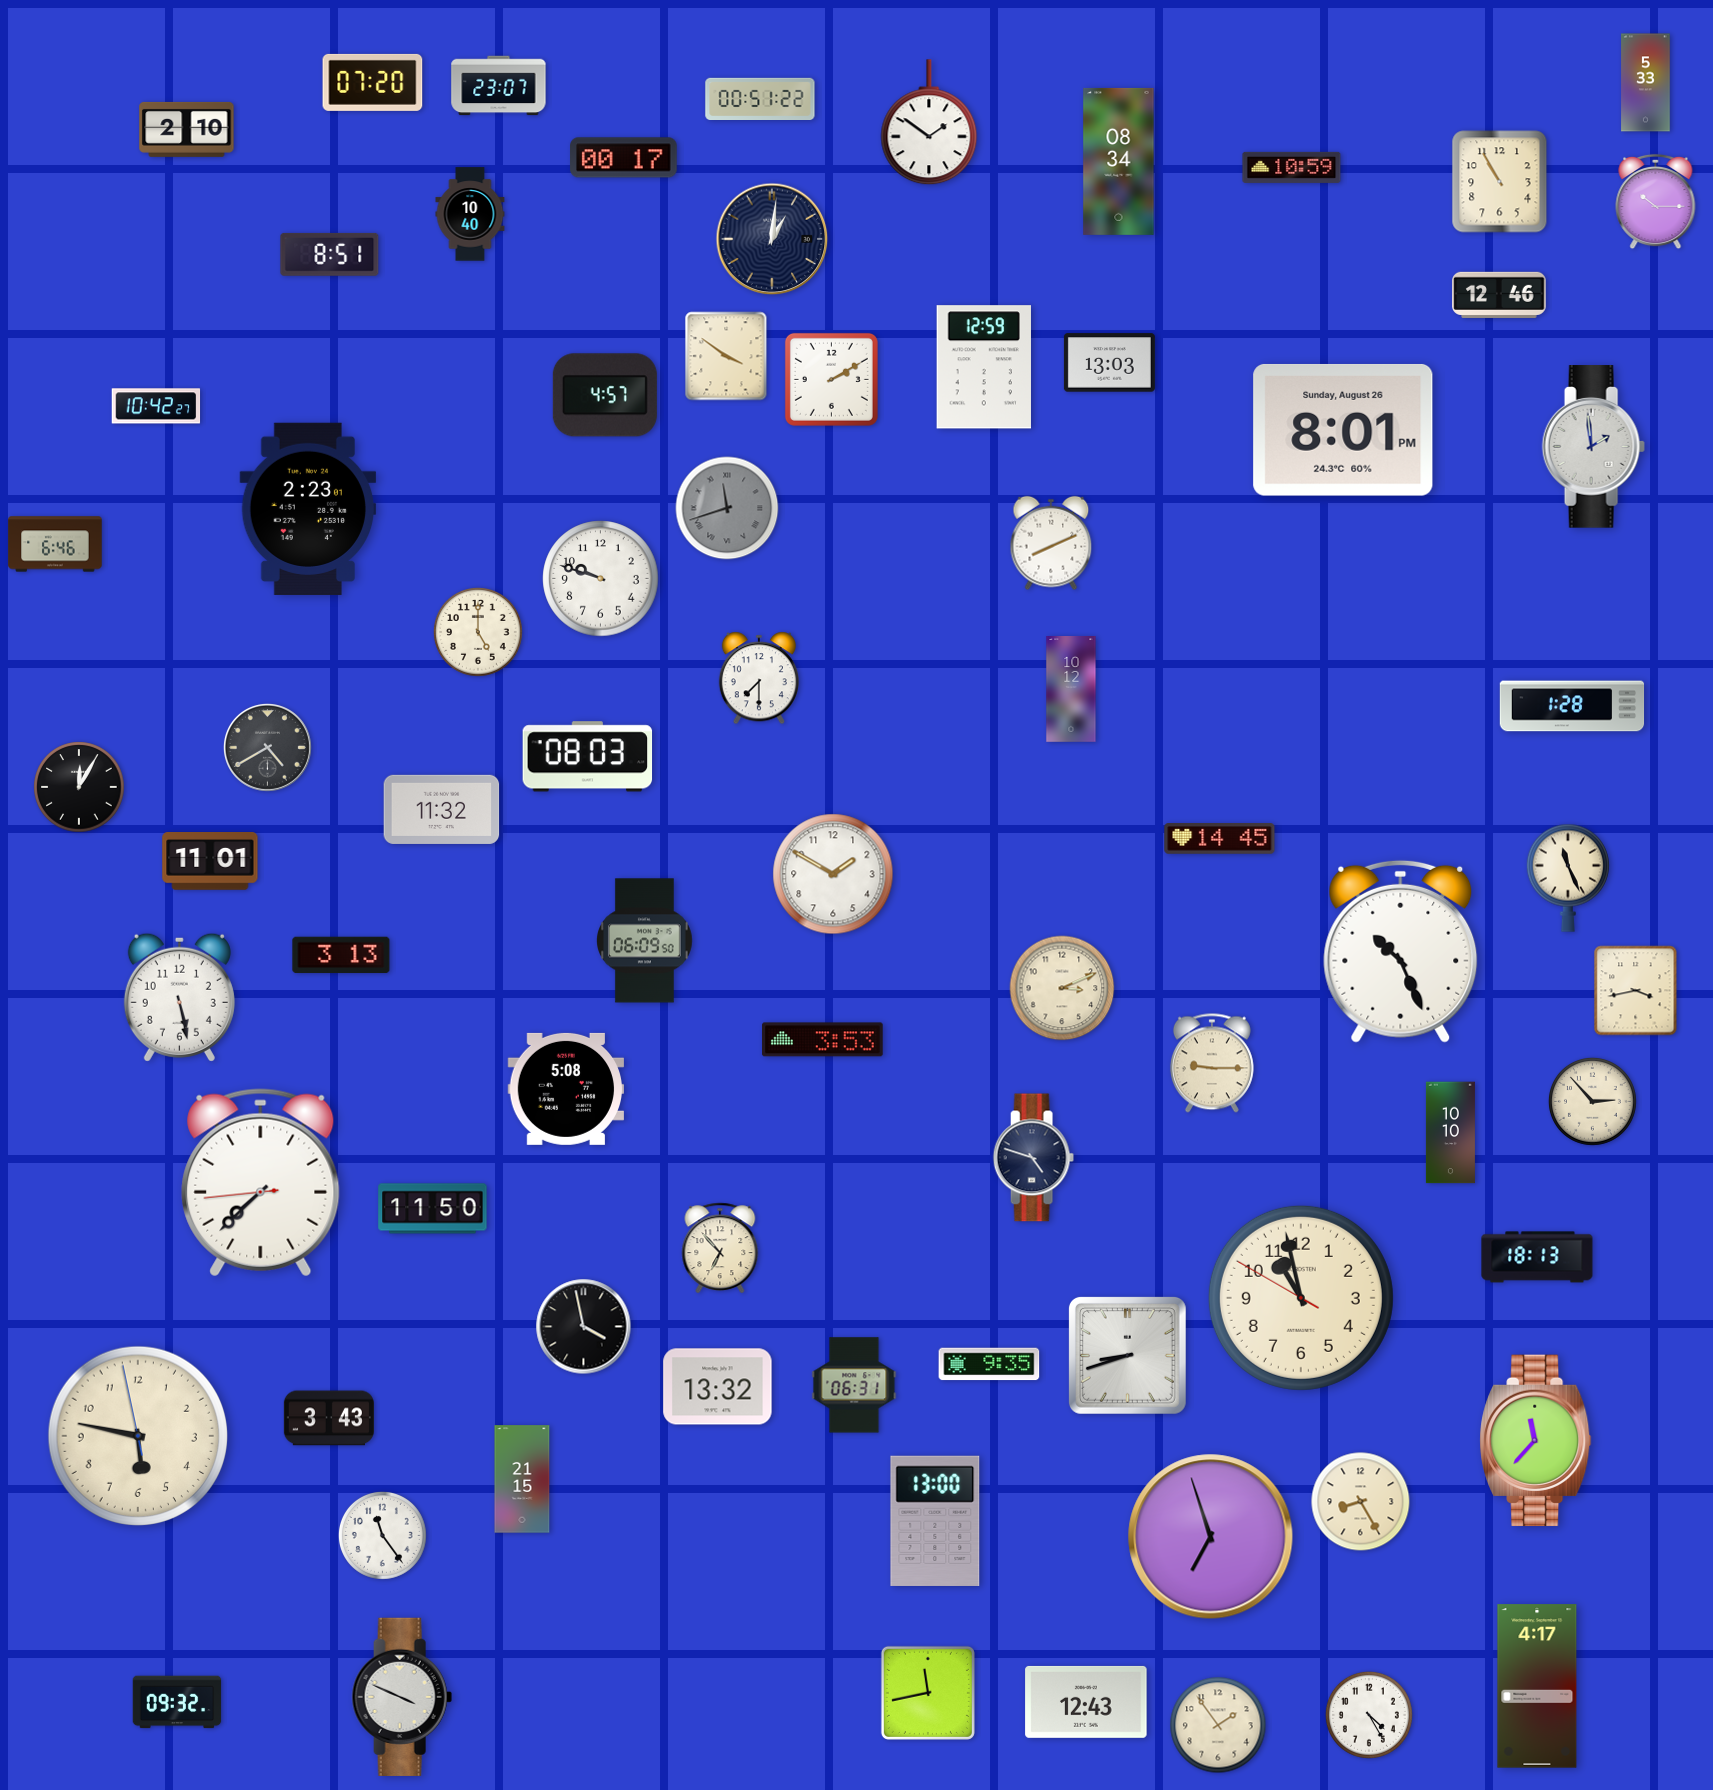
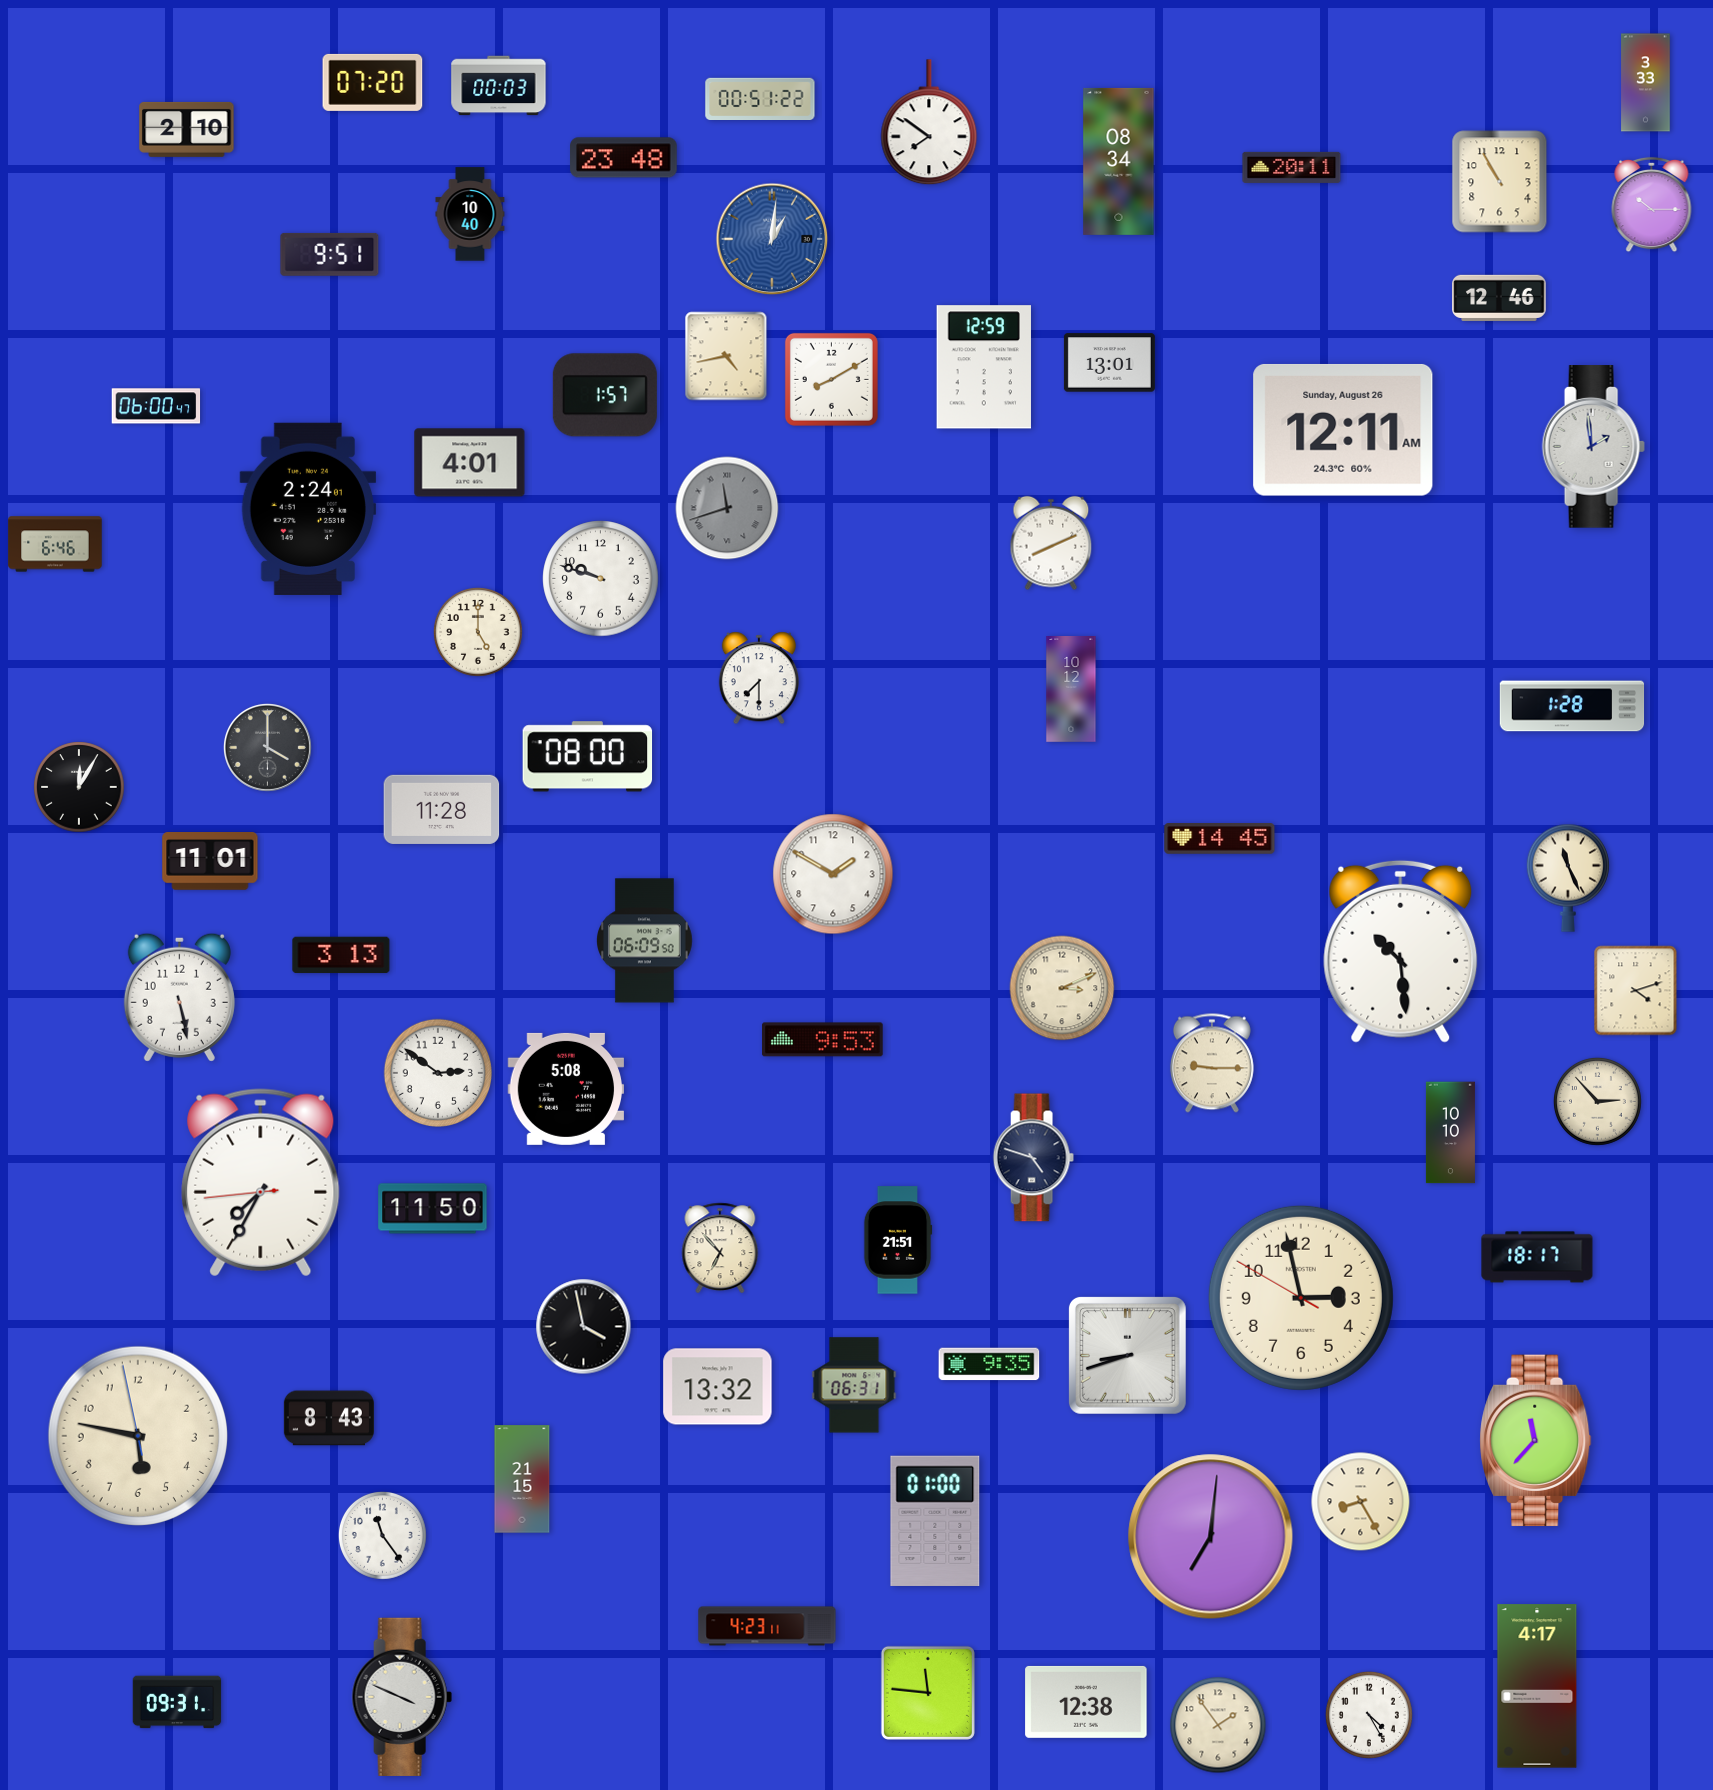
clock at (1646, 83): 5:33 -> 3:33
clock at (499, 86): 23:07 -> 00:03
clock at (929, 123): 1:51 -> 7:51
clock at (624, 158): 00:17 -> 23:48
clock at (1292, 167): 10:59 -> 20:11
clock at (1656, 202) position: (1656, 202) -> (1652, 205)
clock at (772, 239) dial: navy -> blue
clock at (330, 254): 8:51 -> 9:51
clock at (1499, 295) position: (1499, 295) -> (1499, 298)
clock at (726, 356): 3:51 -> 4:43
clock at (1109, 363): 13:03 -> 13:01
clock at (831, 379): 2:10 -> 8:10
clock at (605, 395): 4:57 -> 1:57
clock at (156, 406): 10:42 -> 06:00
clock at (1343, 430): 8:01 -> 12:11
clock at (470, 463): none -> 4:01
clock at (308, 509): 2:23 -> 2:24
clock at (267, 747): 4:40 -> 4:00
clock at (588, 757): 08:03 -> 08:00
clock at (442, 809): 11:32 -> 11:28
clock at (1401, 951): 10:26 -> 10:29
clock at (1636, 991): 3:43 -> 4:12
clock at (823, 1040): 3:53 -> 9:53
clock at (437, 1072): none -> 2:51
clock at (1592, 1101) position: (1592, 1101) -> (1597, 1101)
clock at (261, 1183): 7:37 -> 7:34
clock at (898, 1240): none -> 21:51
clock at (1537, 1257): 18:13 -> 18:17
clock at (1301, 1298): 10:57 -> 2:57
clock at (329, 1418): 3:43 -> 8:43
clock at (935, 1521): 13:00 -> 01:00
clock at (1211, 1537): 6:57 -> 7:01
clock at (767, 1626): none -> 4:23
clock at (928, 1693): 11:43 -> 11:46
clock at (177, 1702): 09:32 -> 09:31
clock at (1086, 1702): 12:43 -> 12:38
